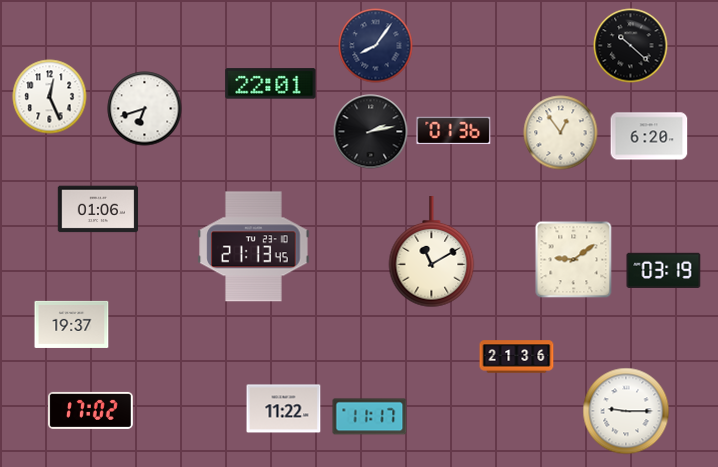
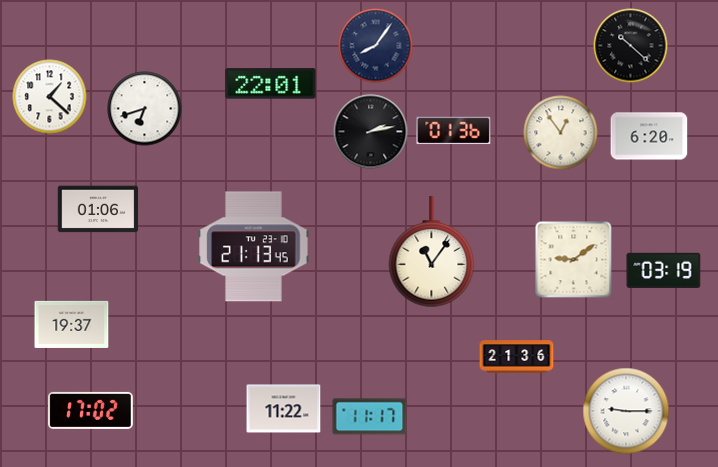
clock at (50, 97): 12:26 -> 1:22
clock at (432, 252): 11:10 -> 11:06
